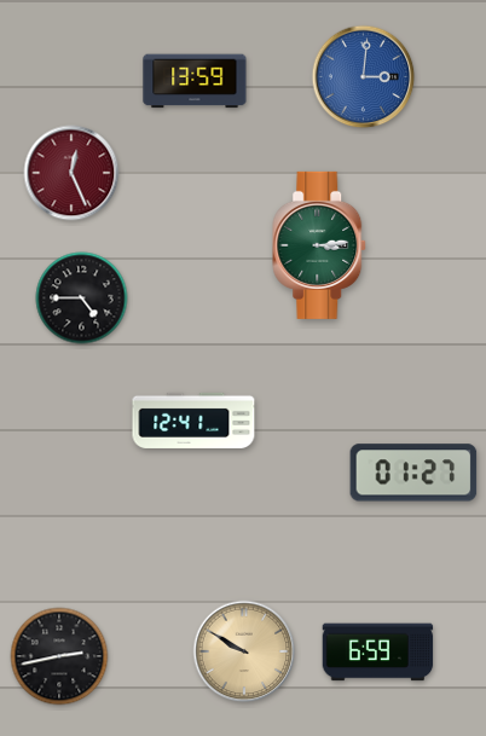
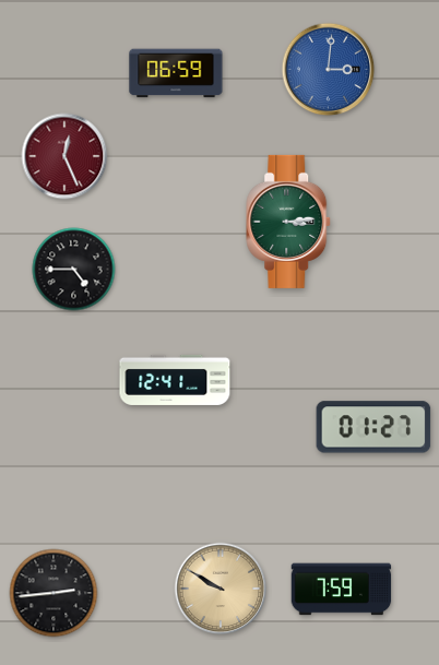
clock at (195, 81): 13:59 -> 06:59
clock at (378, 653): 6:59 -> 7:59
clock at (59, 656): 2:43 -> 2:44
